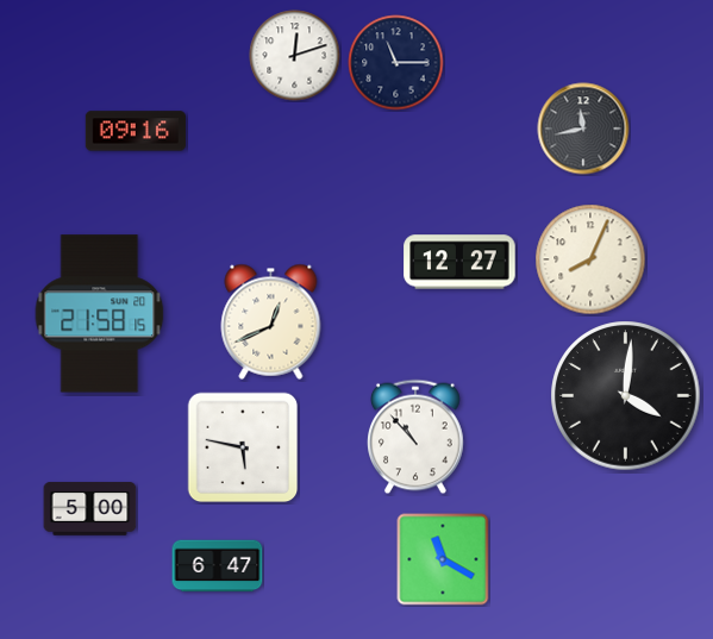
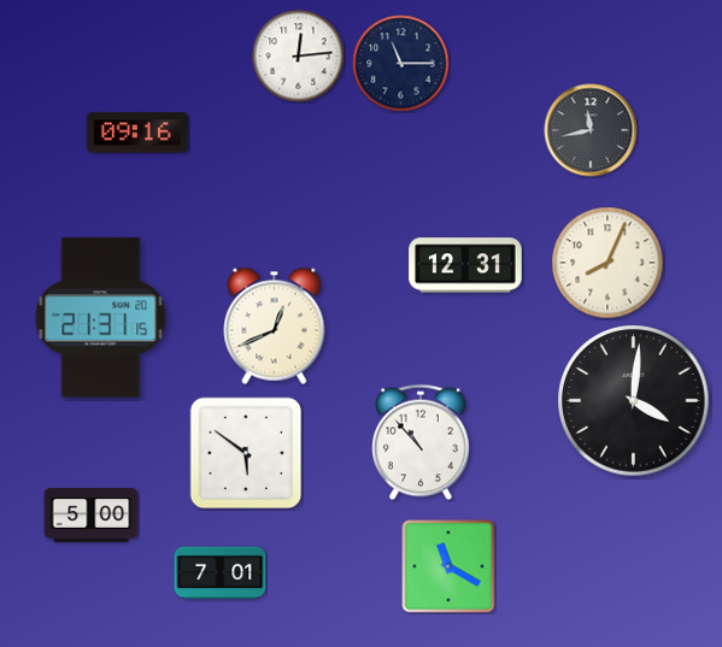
clock at (295, 56): 12:12 -> 12:14
clock at (590, 259) position: (590, 259) -> (607, 263)
clock at (459, 262): 12:27 -> 12:31
clock at (100, 314): 21:58 -> 21:31
clock at (243, 447): 5:47 -> 5:51
clock at (218, 566): 6:47 -> 7:01
